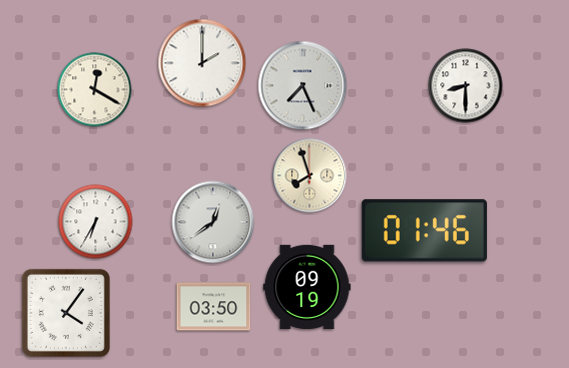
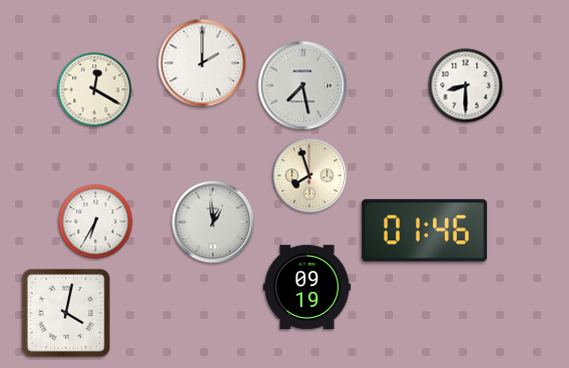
clock at (303, 86): 7:26 -> 7:28
clock at (213, 222): 12:39 -> 12:59
clock at (214, 307): 03:50 -> none
clock at (66, 313): 4:06 -> 4:02
